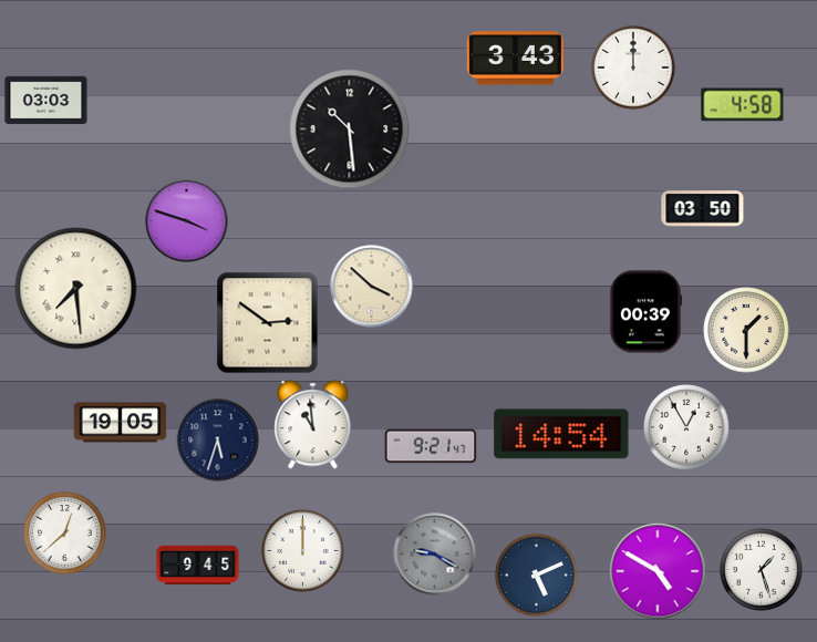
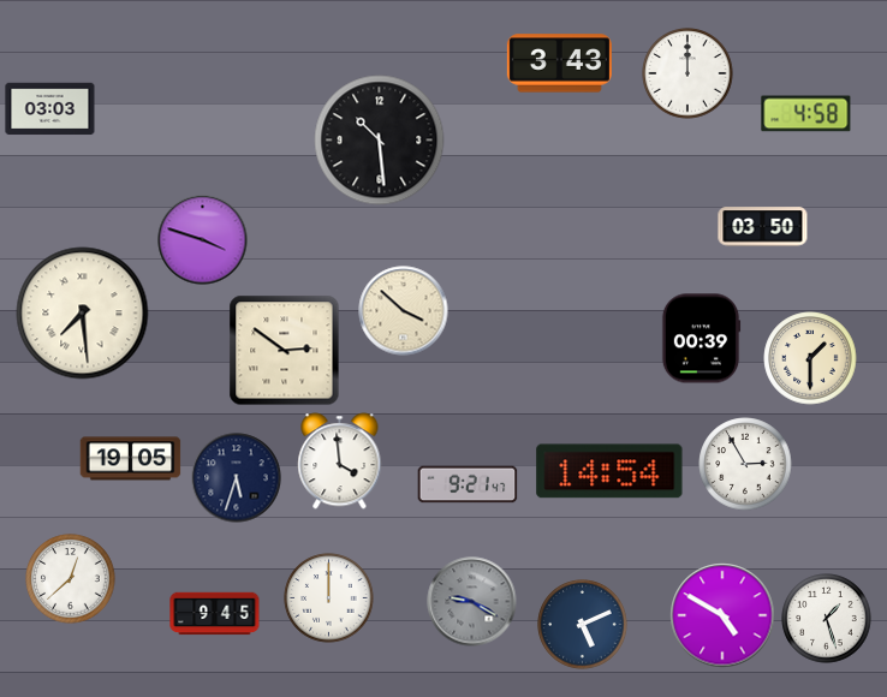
clock at (268, 323) position: (268, 323) -> (285, 351)
clock at (313, 425): 10:59 -> 3:59
clock at (686, 427): 12:55 -> 2:55
clock at (658, 571) position: (658, 571) -> (722, 615)
